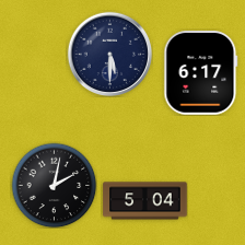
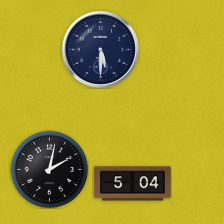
clock at (201, 73): 6:17 -> none
